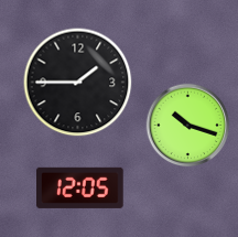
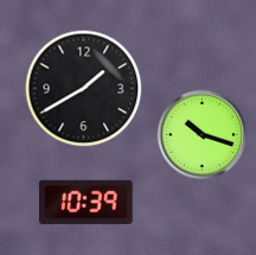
clock at (78, 83): 1:45 -> 1:40
clock at (80, 187): 12:05 -> 10:39
